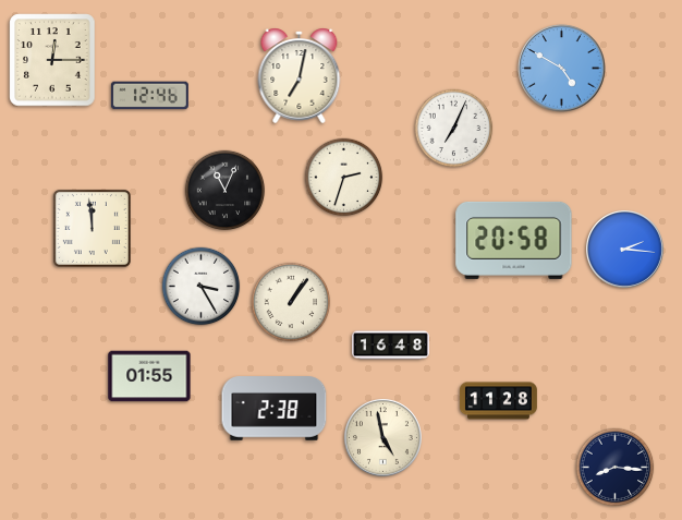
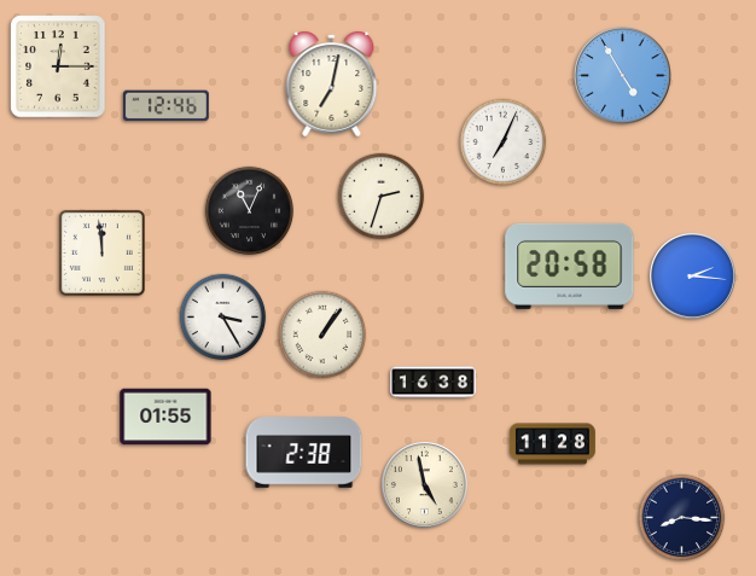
clock at (562, 69): 4:50 -> 4:55
clock at (391, 346): 16:48 -> 16:38
